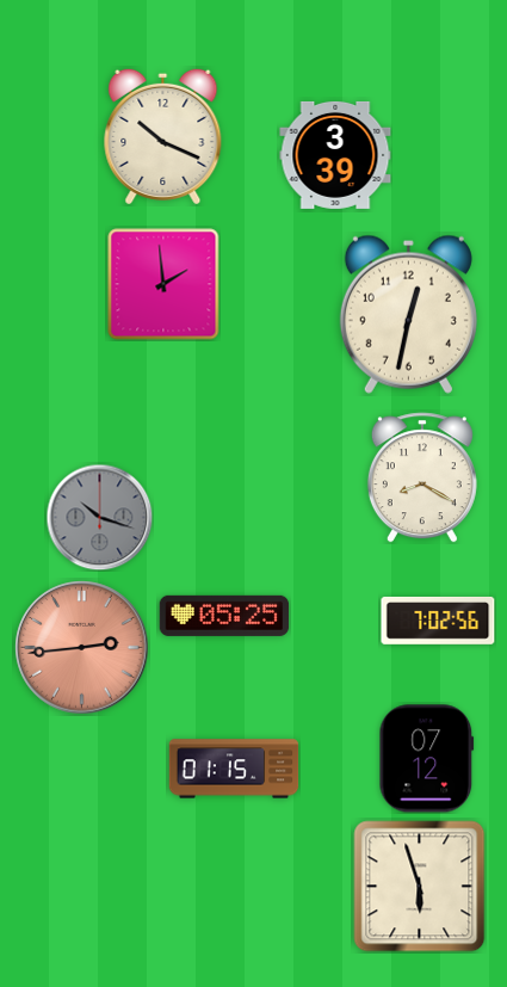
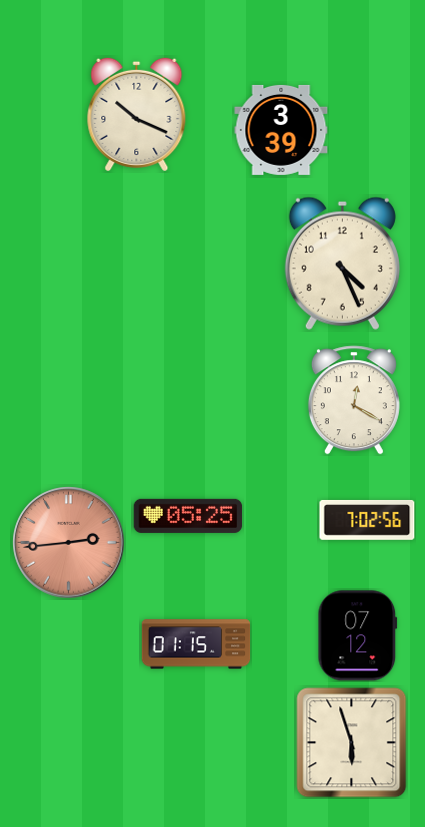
clock at (163, 284): 1:59 -> none
clock at (408, 314): 12:32 -> 4:26
clock at (422, 477): 8:20 -> 12:20
clock at (99, 517): 10:18 -> none
